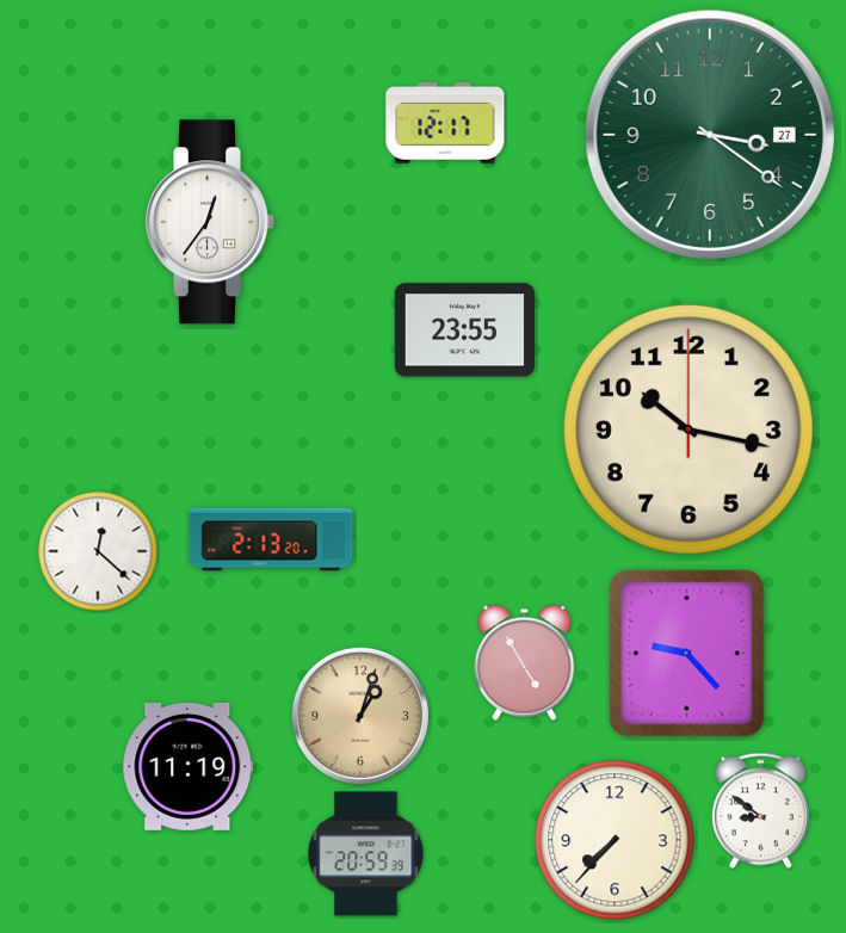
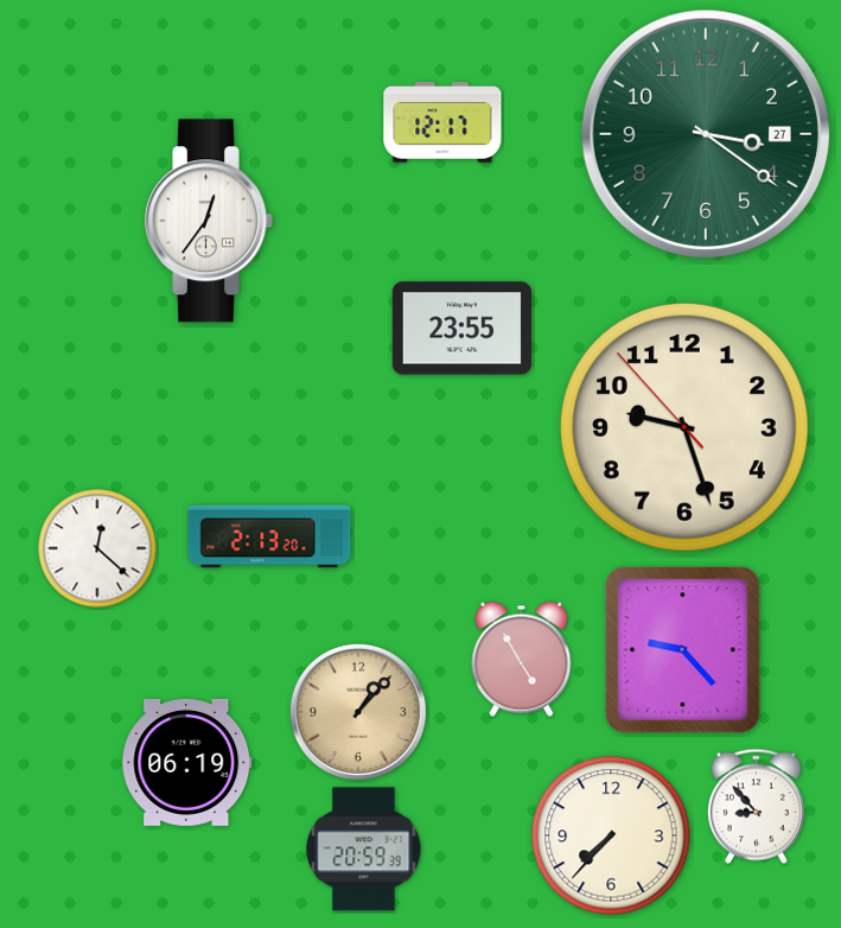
clock at (688, 430): 10:17 -> 9:26
clock at (360, 716): 1:03 -> 1:07
clock at (189, 766): 11:19 -> 06:19
clock at (760, 811): 8:51 -> 8:53
